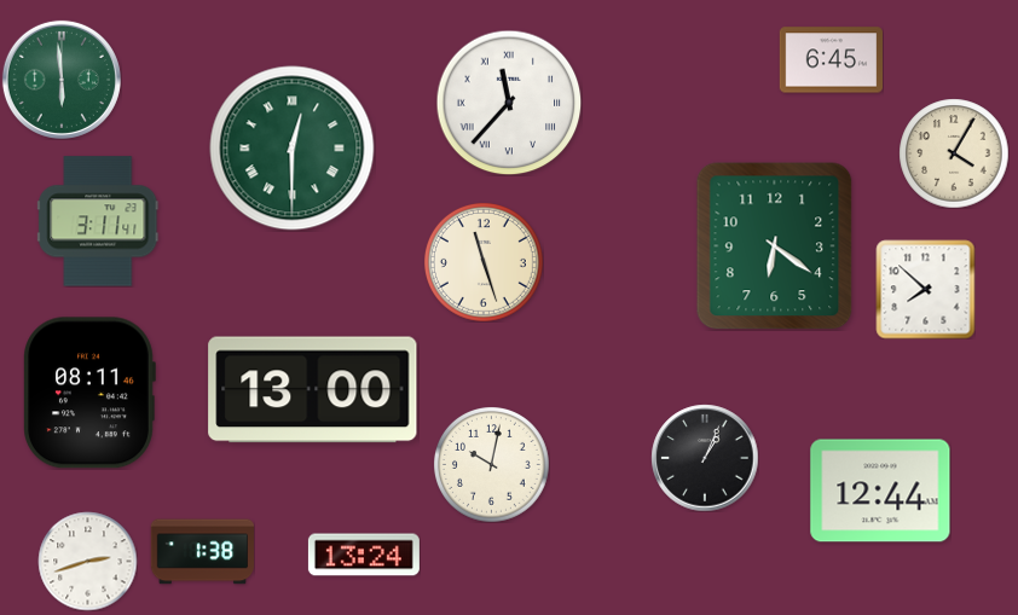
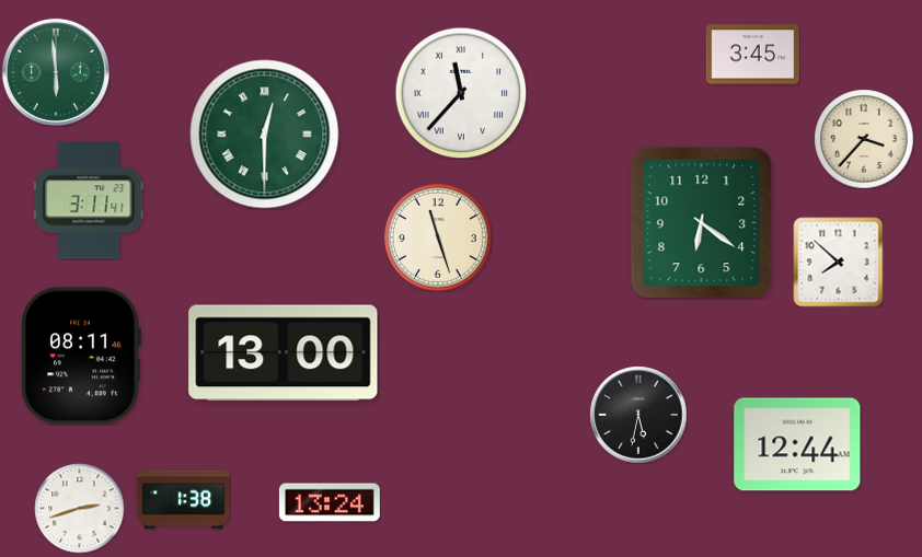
clock at (831, 60): 6:45 -> 3:45
clock at (954, 153): 4:05 -> 3:37
clock at (705, 458): 1:04 -> 5:32
clock at (492, 465): 10:02 -> none
